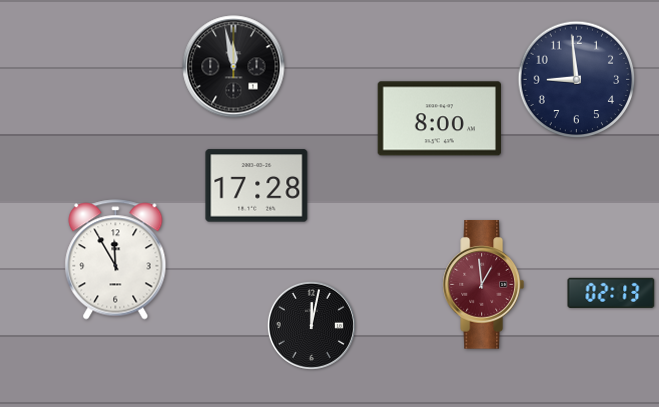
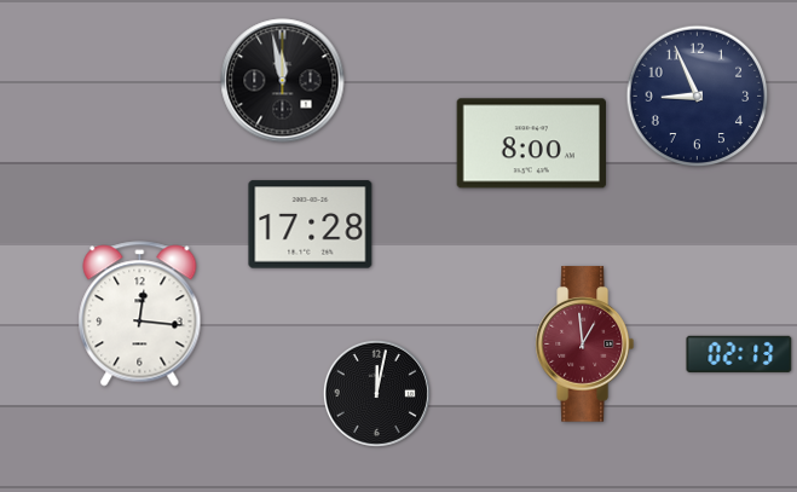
clock at (577, 80): 8:59 -> 8:56
clock at (116, 260): 11:55 -> 12:16
